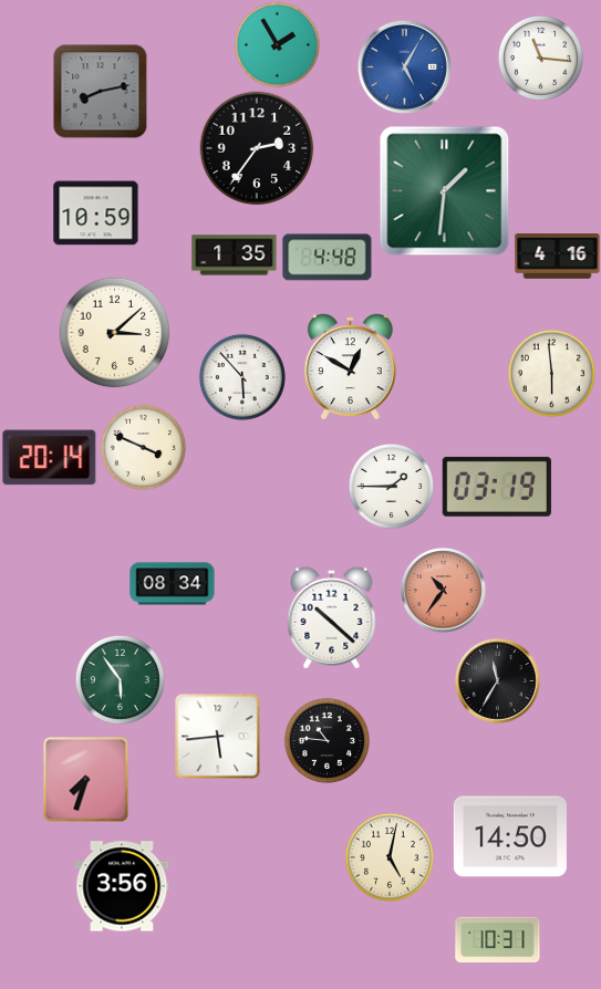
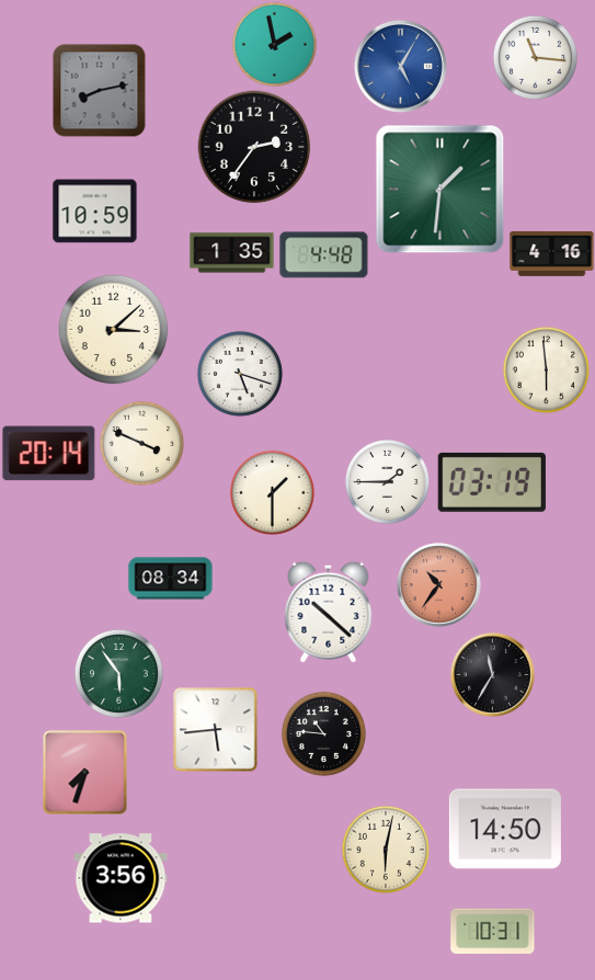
clock at (277, 44): 1:55 -> 1:58
clock at (350, 367): 12:50 -> none
clock at (242, 377): 5:53 -> 5:18
clock at (272, 492): none -> 1:30
clock at (390, 857): 5:02 -> 6:02
